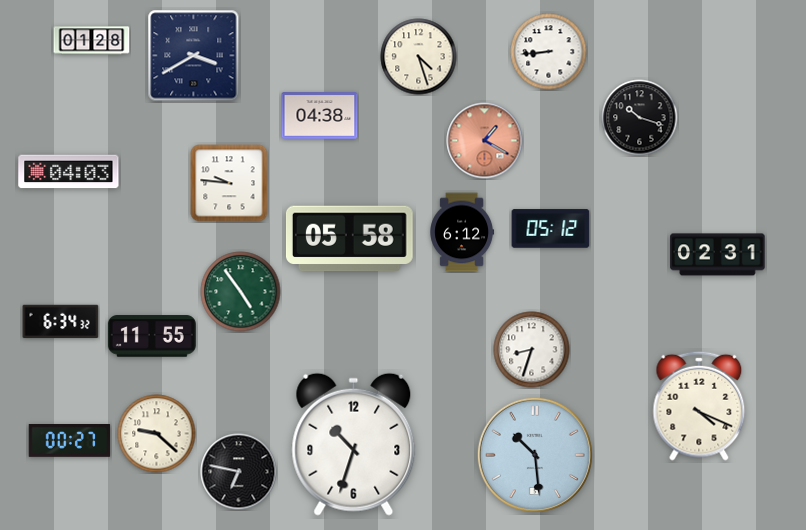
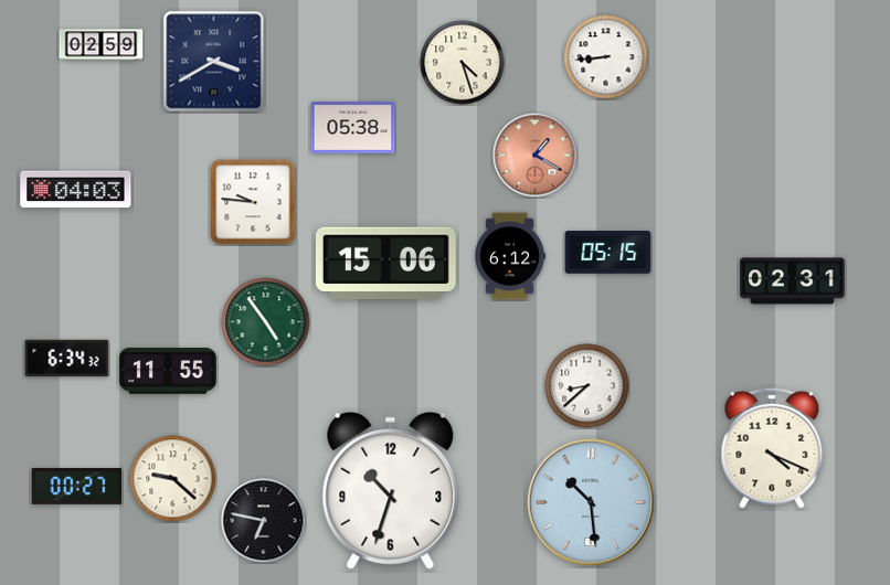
clock at (92, 41): 01:28 -> 02:59
clock at (320, 116): 04:38 -> 05:38
clock at (640, 118): 10:18 -> none
clock at (551, 229): 05:12 -> 05:15
clock at (349, 239): 05:58 -> 15:06
clock at (61, 322) position: (61, 322) -> (67, 359)
clock at (532, 350): 8:33 -> 8:38
